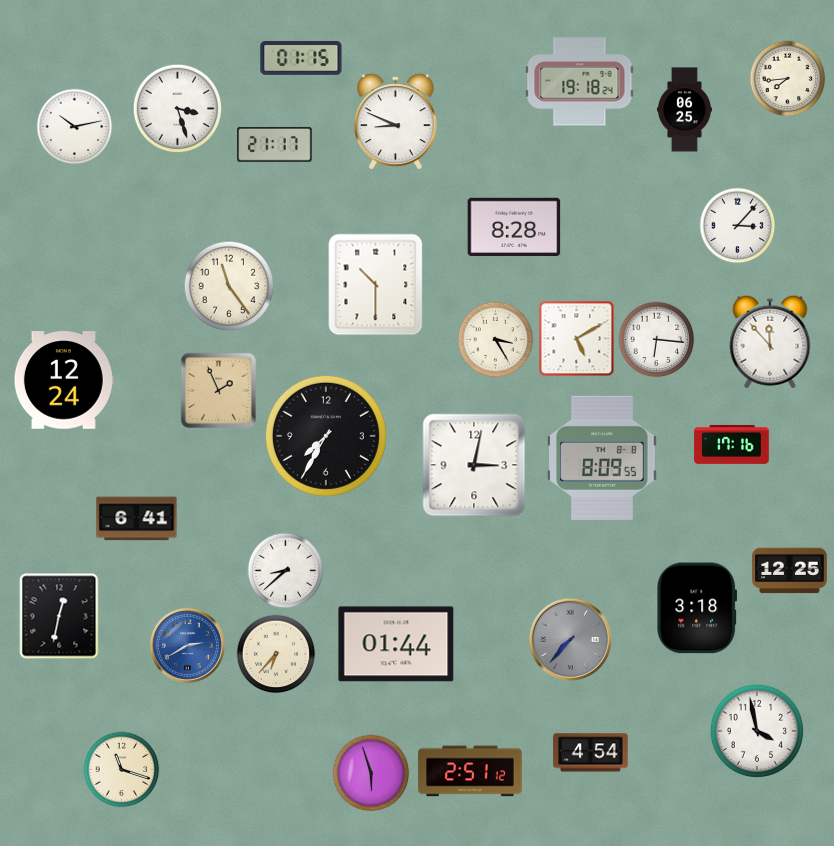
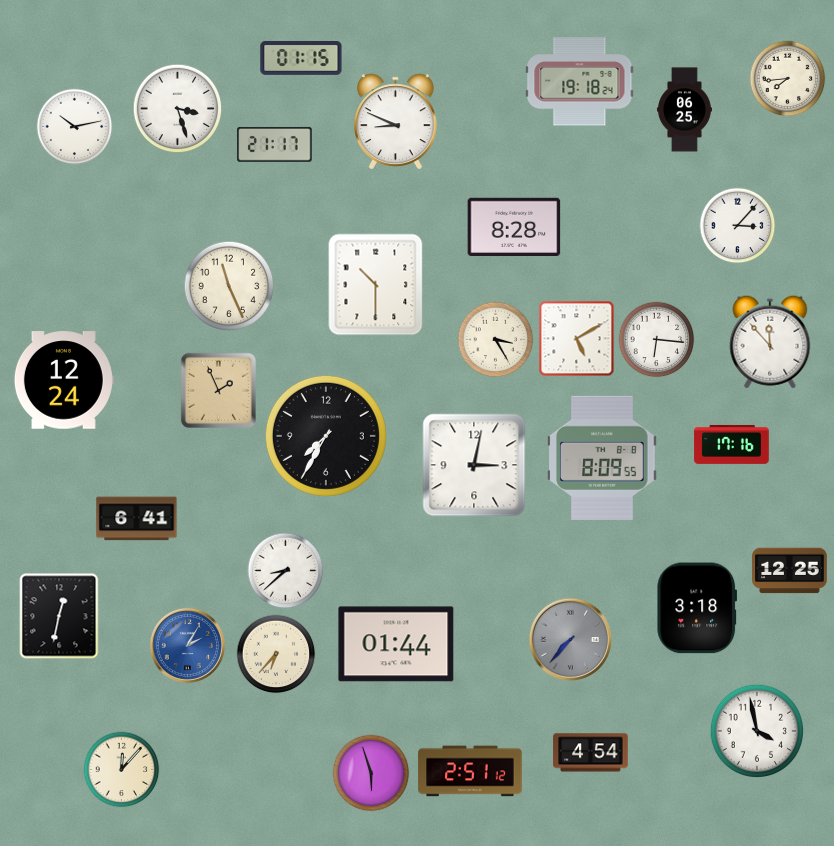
clock at (229, 286): 11:24 -> 11:26
clock at (187, 645): 2:40 -> 2:05
clock at (122, 770): 11:18 -> 12:07
